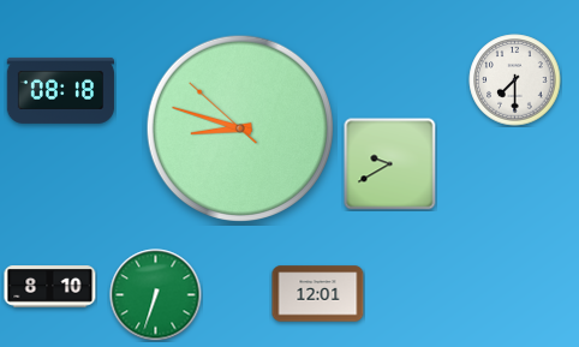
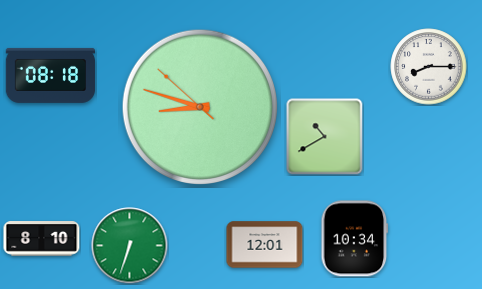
clock at (515, 80): 7:30 -> 8:15
clock at (390, 164): 9:40 -> 10:40
clock at (355, 239): none -> 10:34
